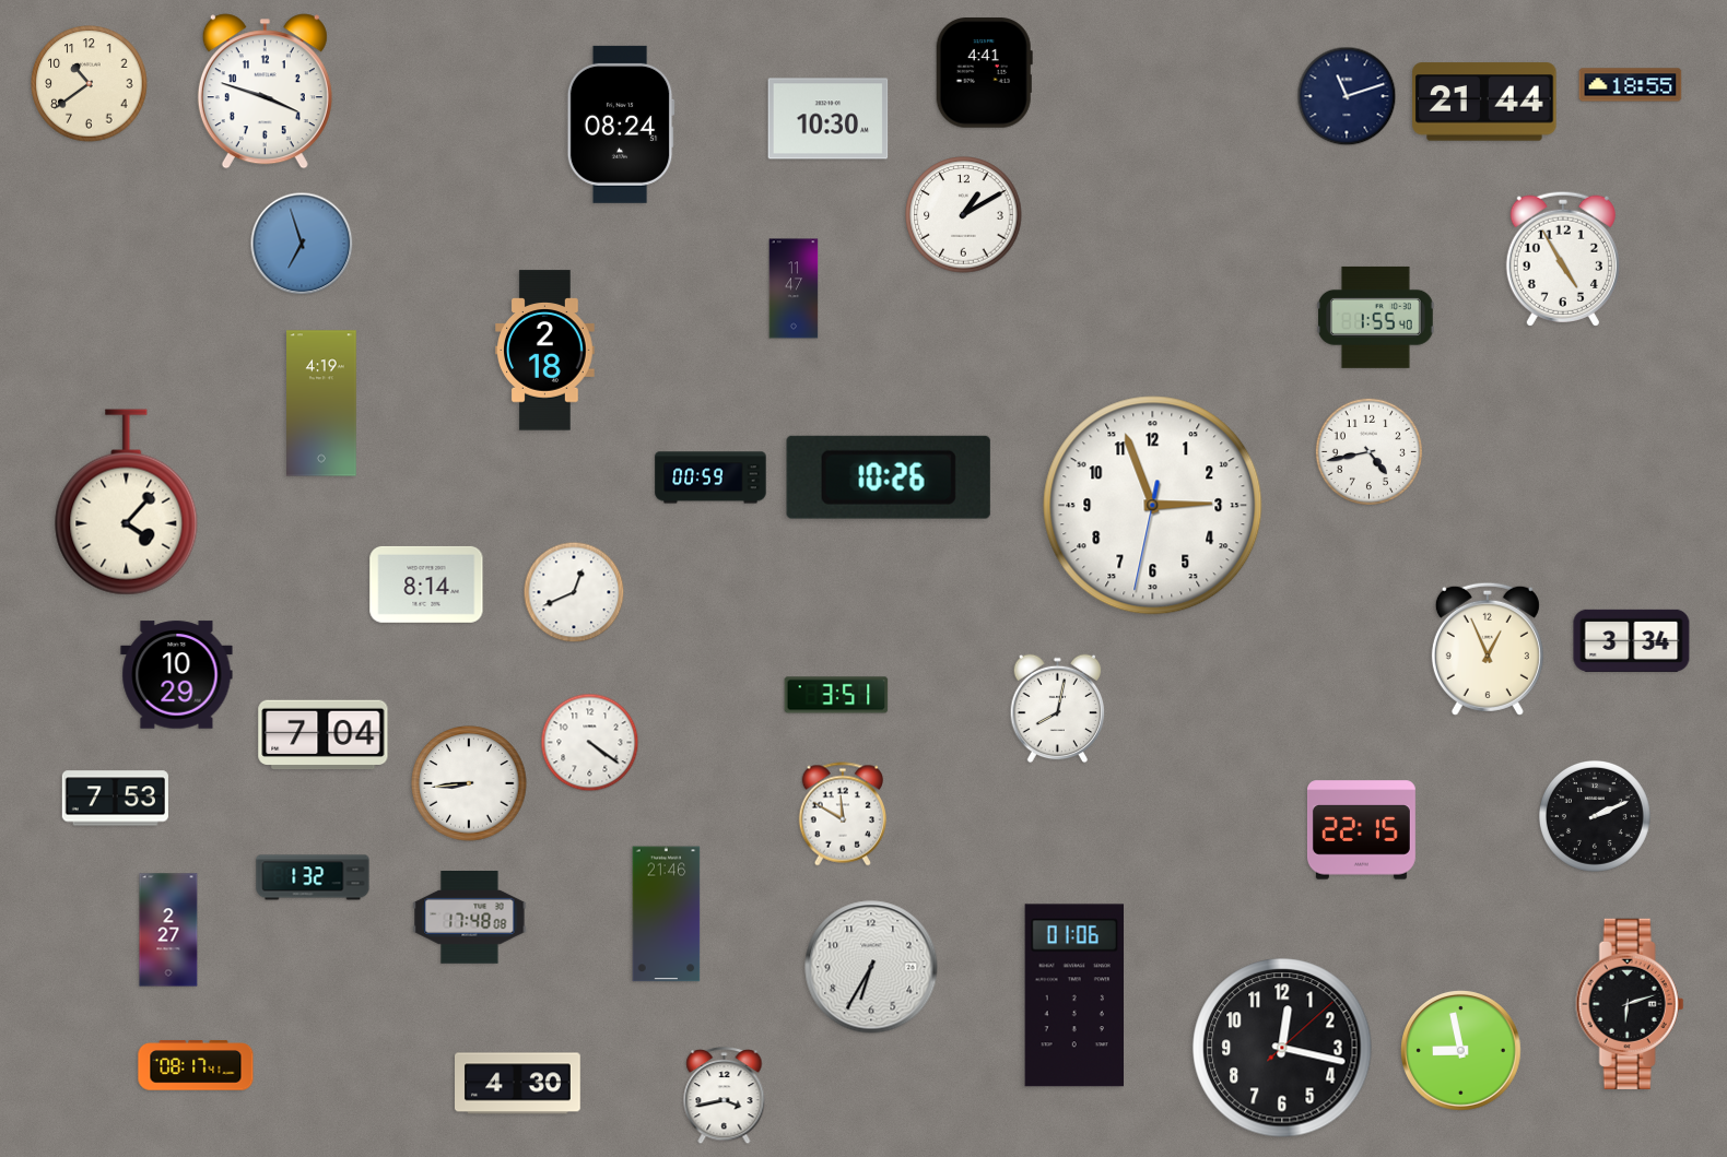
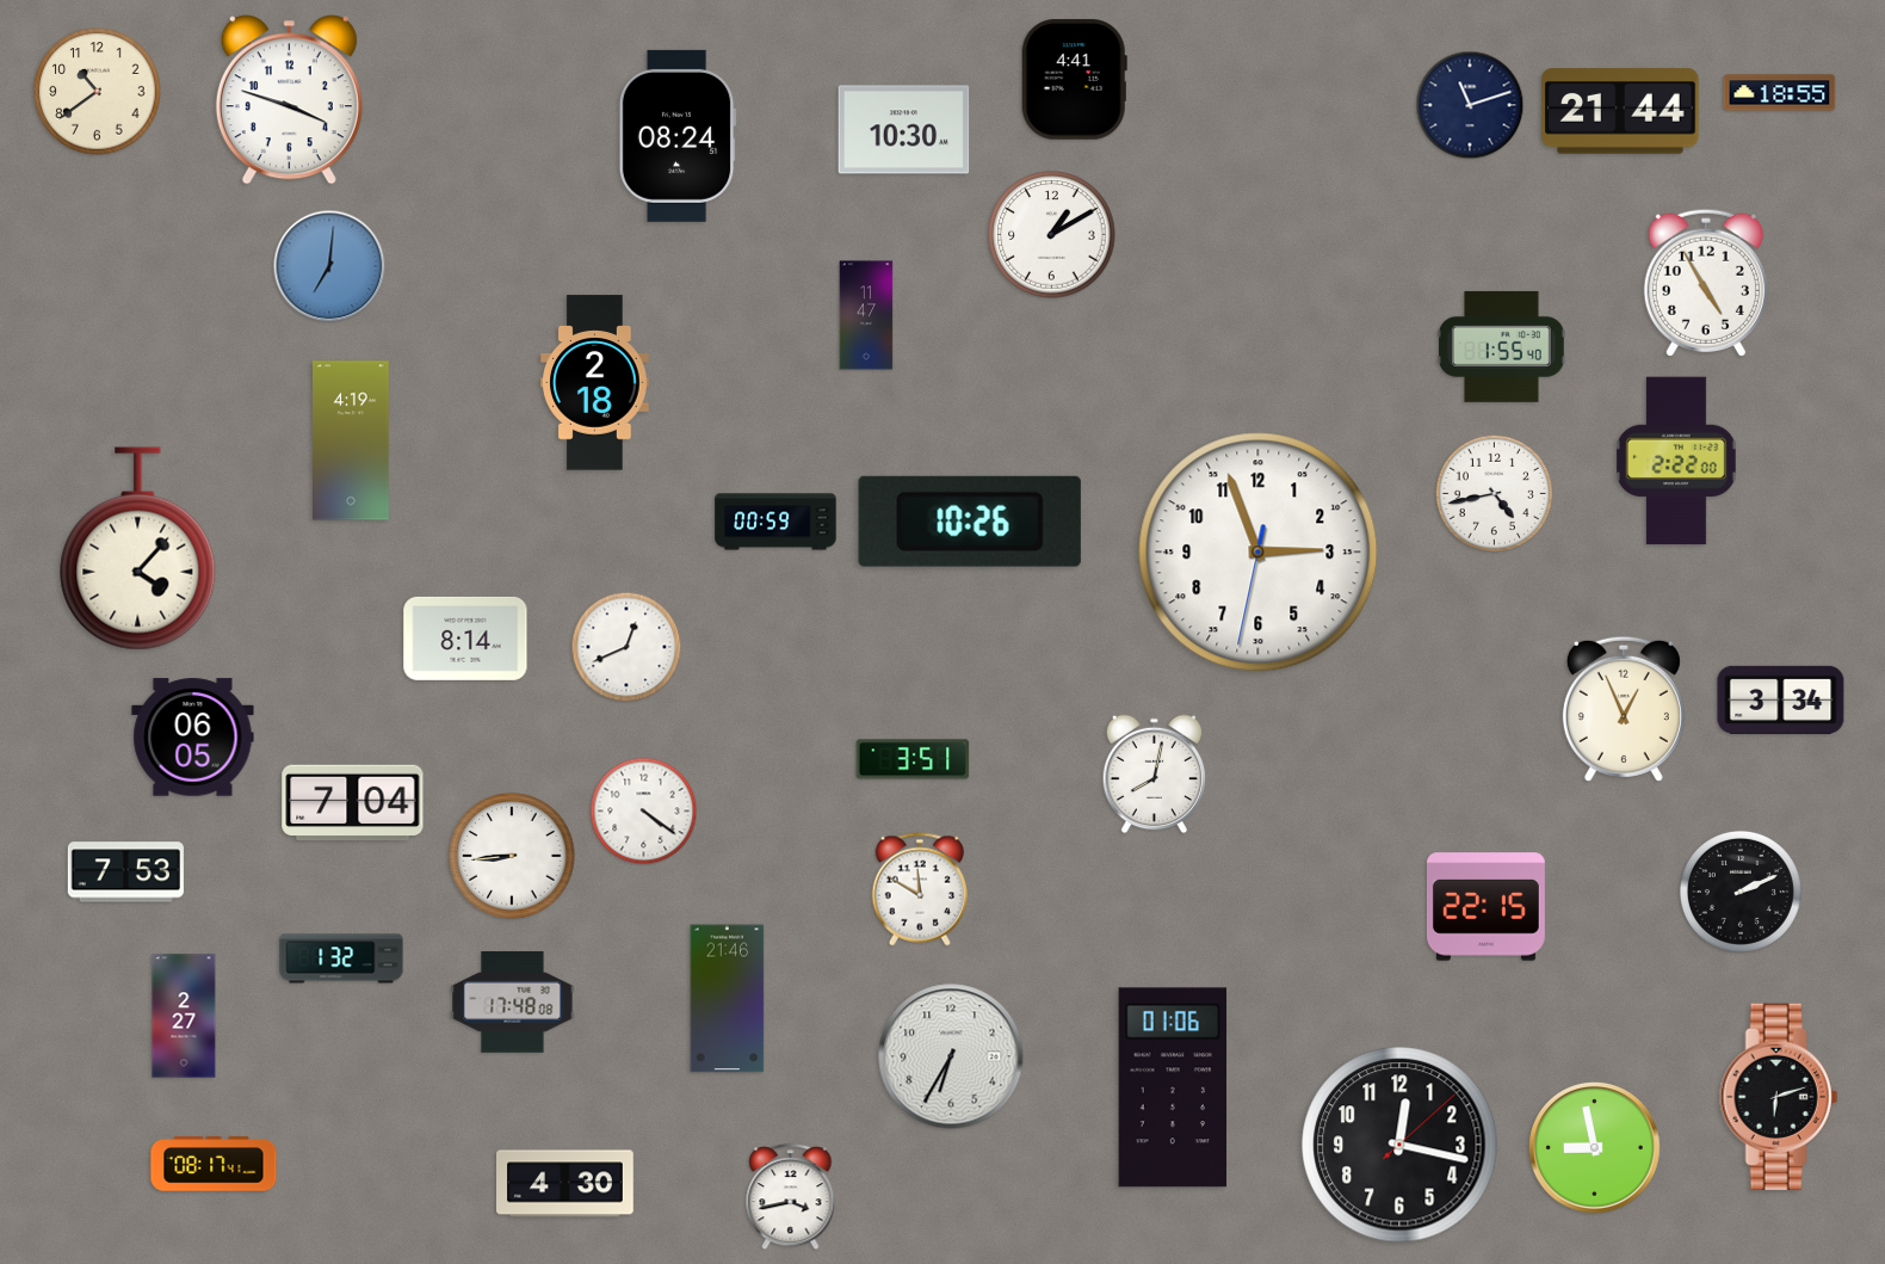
clock at (302, 244): 6:57 -> 7:01
clock at (1676, 461): none -> 2:22
clock at (177, 675): 10:29 -> 06:05
